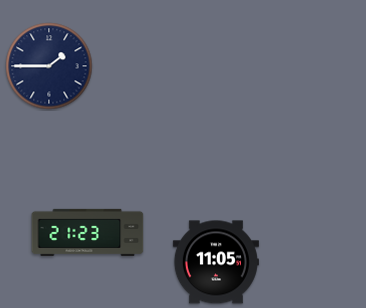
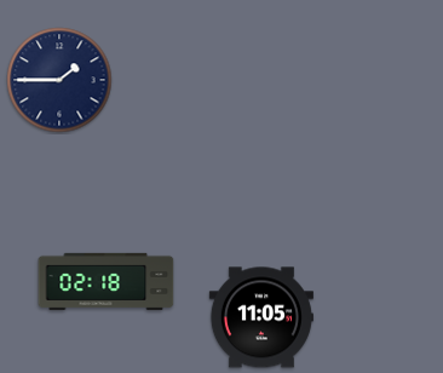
clock at (88, 232): 21:23 -> 02:18
